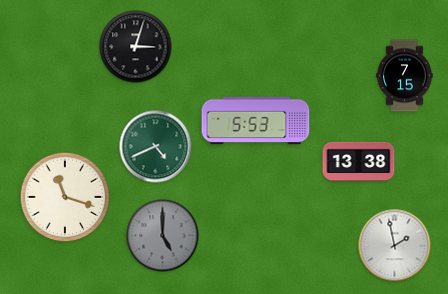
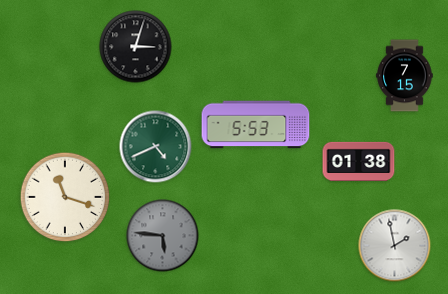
clock at (256, 121) position: (256, 121) -> (256, 125)
clock at (359, 161): 13:38 -> 01:38
clock at (163, 236): 5:00 -> 5:46
